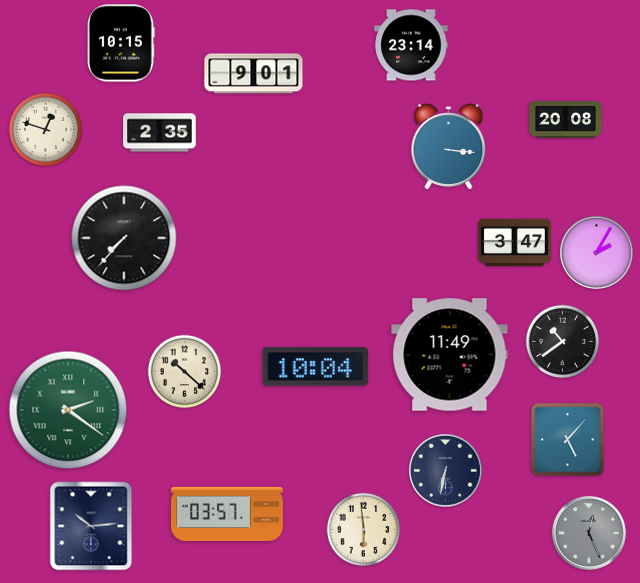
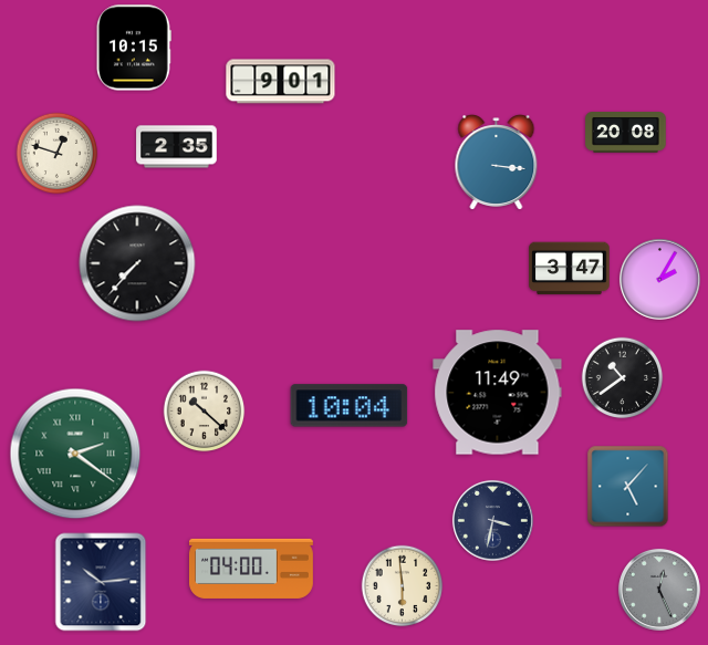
clock at (411, 45): 23:14 -> none
clock at (46, 130) position: (46, 130) -> (58, 154)
clock at (445, 470): 6:32 -> 3:32
clock at (228, 514): 03:57 -> 04:00
clock at (589, 533) position: (589, 533) -> (659, 590)
